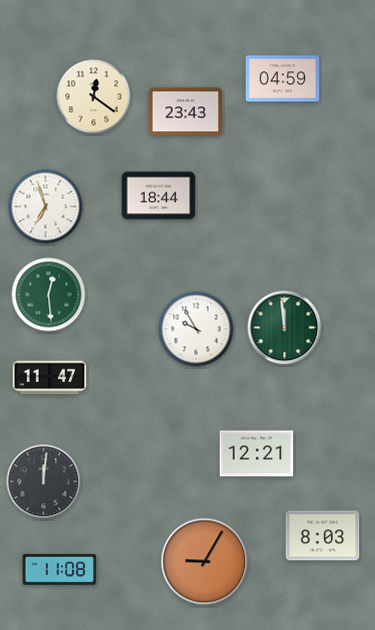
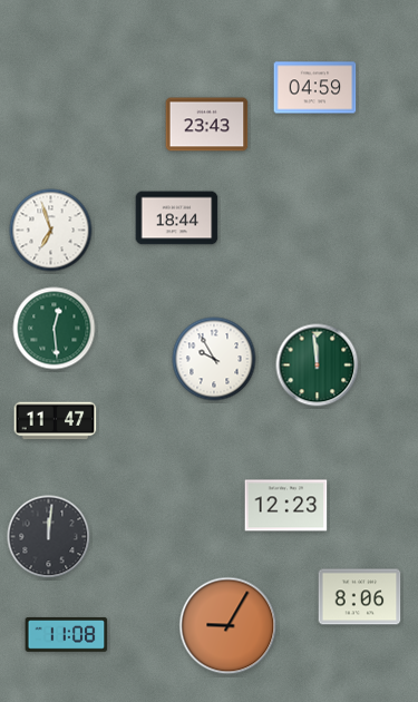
clock at (94, 97): 12:21 -> none
clock at (196, 329) position: (196, 329) -> (214, 359)
clock at (257, 454): 12:21 -> 12:23
clock at (323, 536): 8:03 -> 8:06
